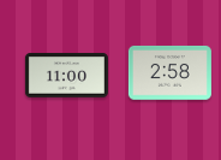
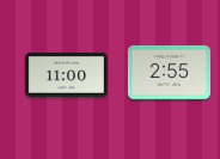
clock at (169, 73): 2:58 -> 2:55
